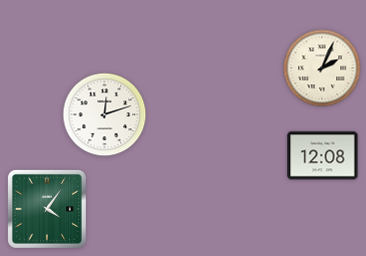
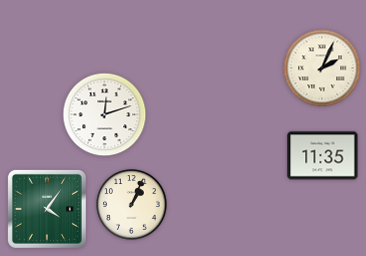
clock at (323, 156): 12:08 -> 11:35
clock at (132, 205): none -> 1:04
